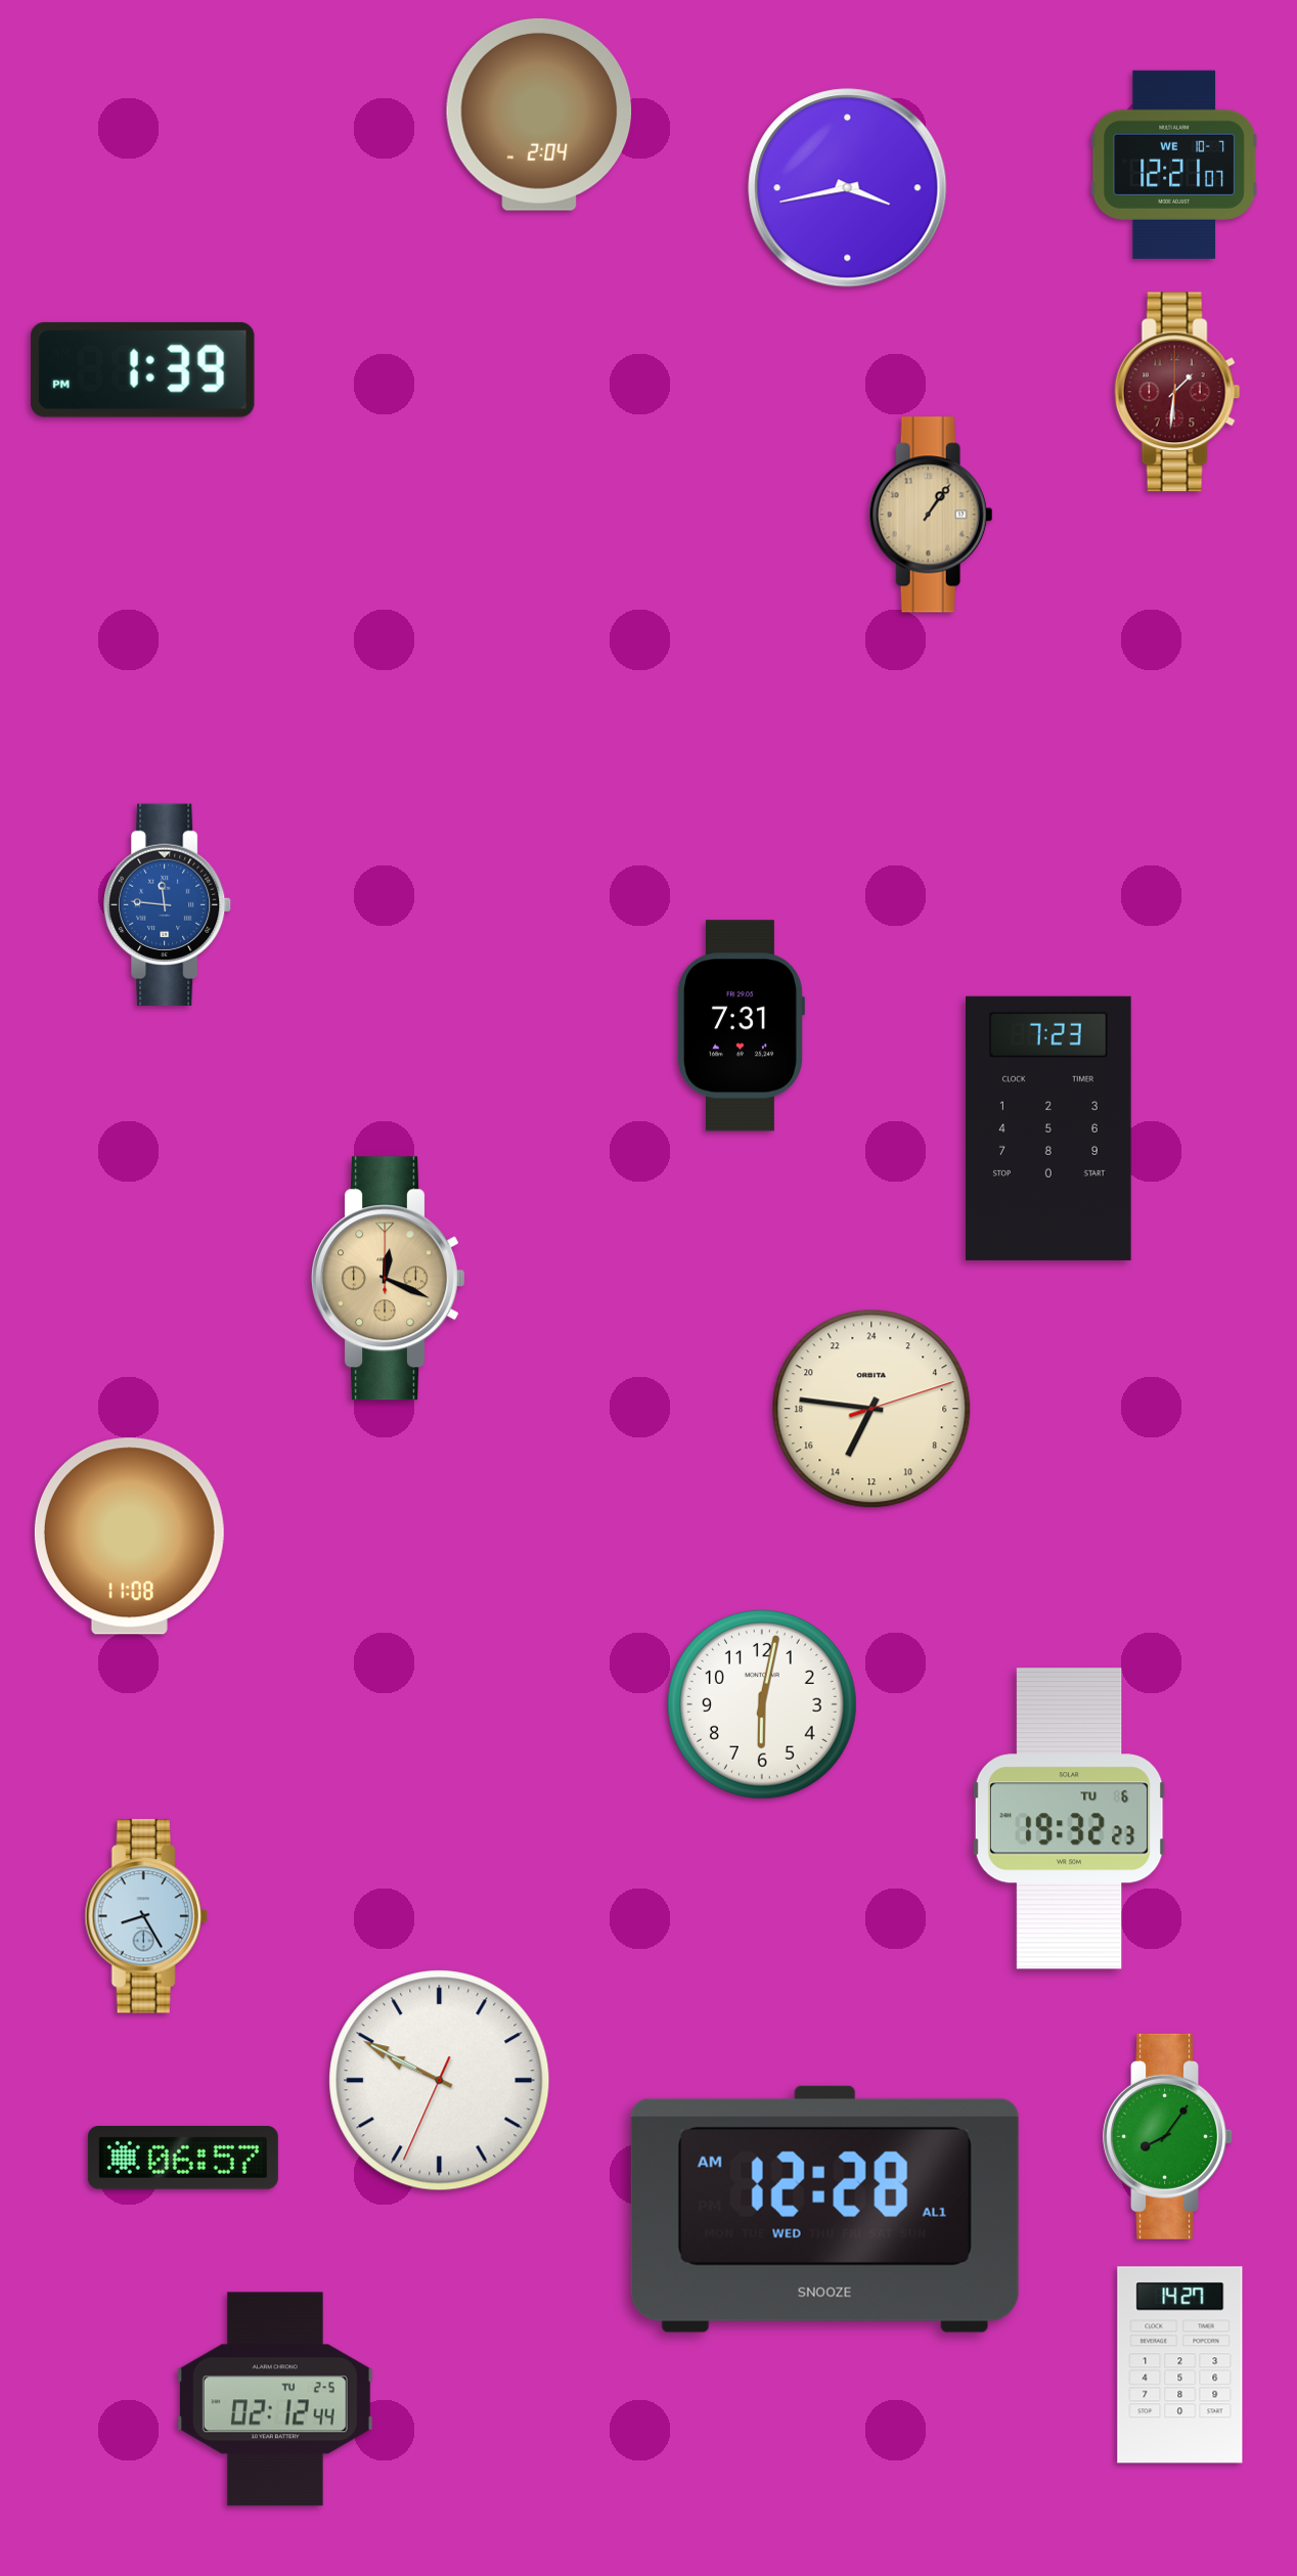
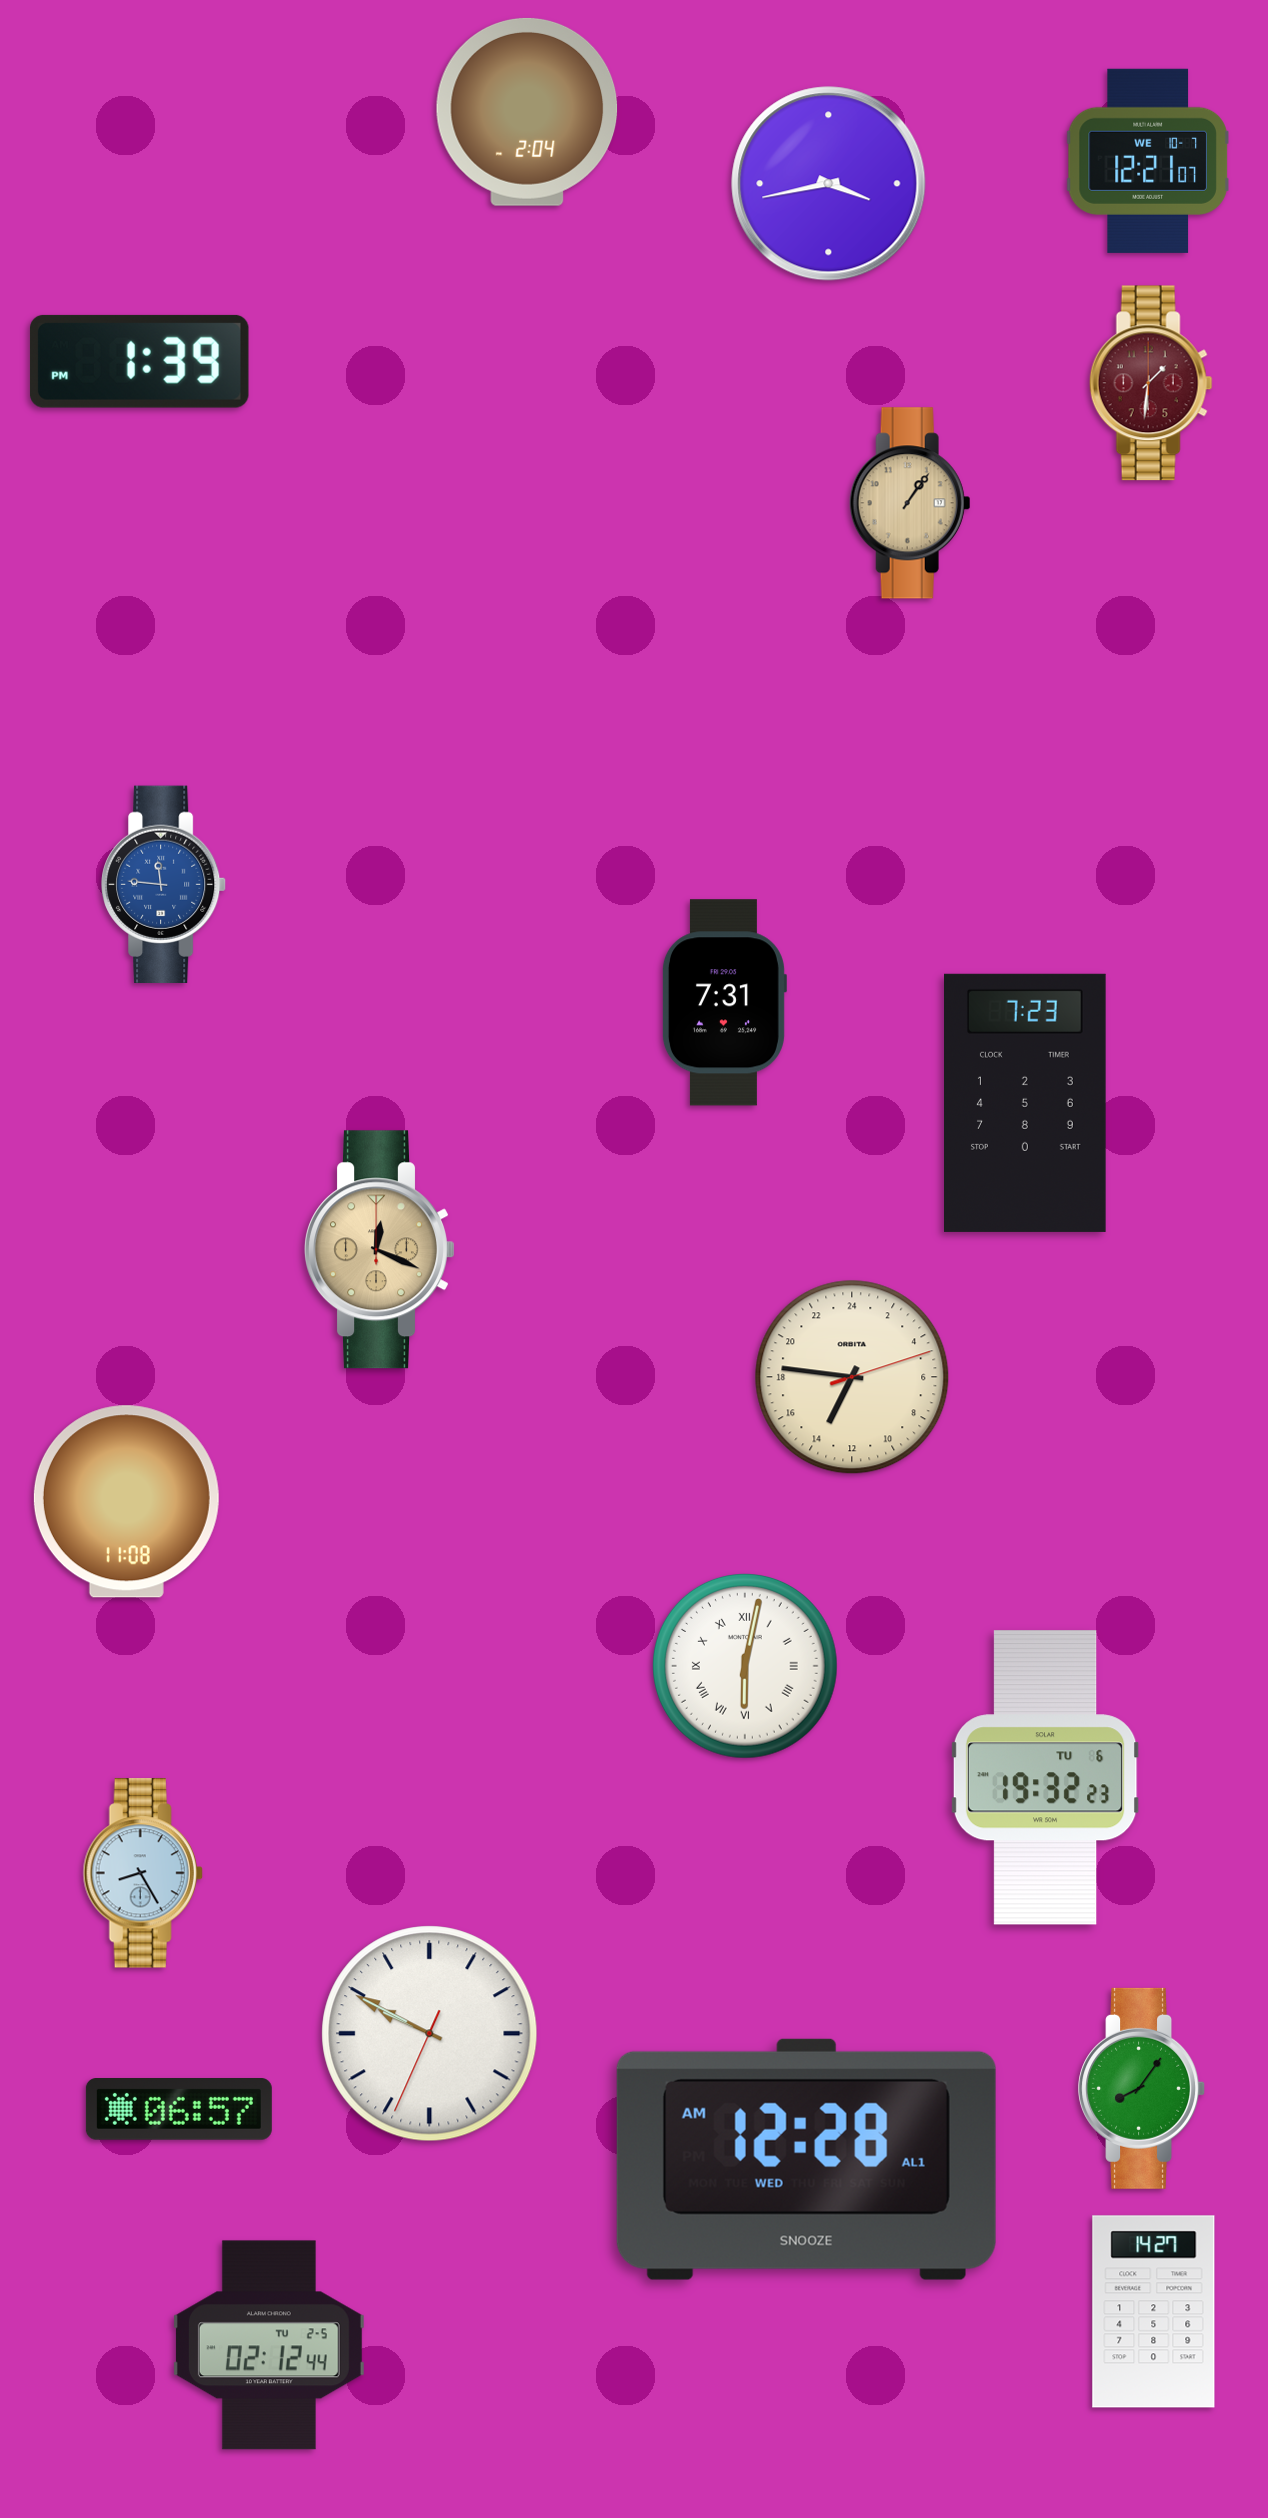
clock at (763, 1705) numerals: Arabic -> Roman
